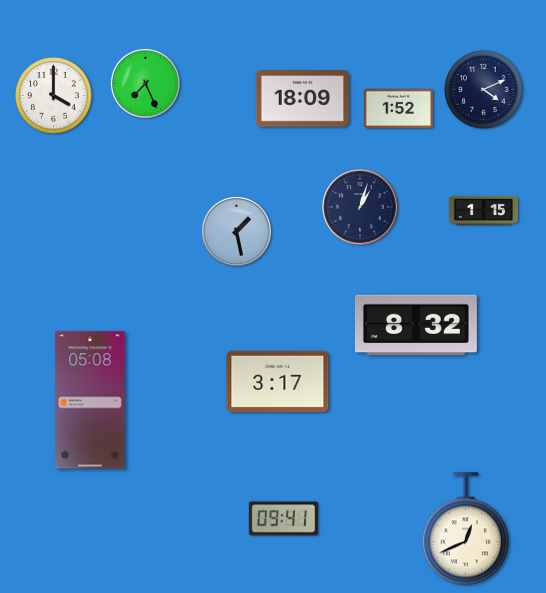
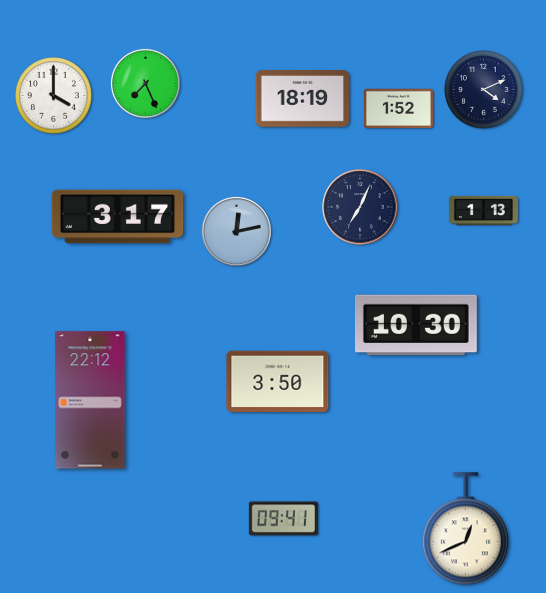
clock at (303, 99): 18:09 -> 18:19
clock at (360, 207): 1:03 -> 7:04
clock at (483, 211): 1:15 -> 1:13
clock at (118, 217): none -> 3:17
clock at (236, 231): 1:28 -> 12:13
clock at (417, 325): 8:32 -> 10:30
clock at (278, 381): 3:17 -> 3:50
clock at (90, 400): 05:08 -> 22:12
